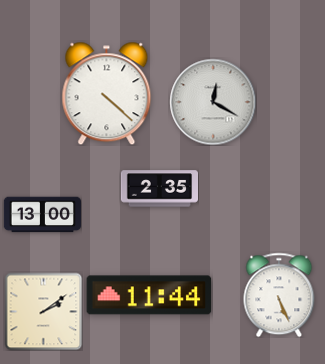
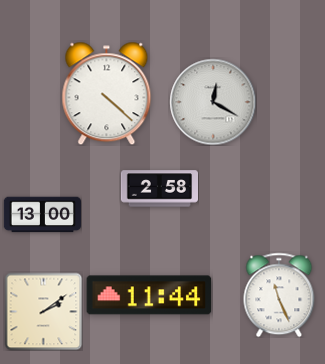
clock at (159, 189): 2:35 -> 2:58
clock at (279, 295): 5:26 -> 11:26
